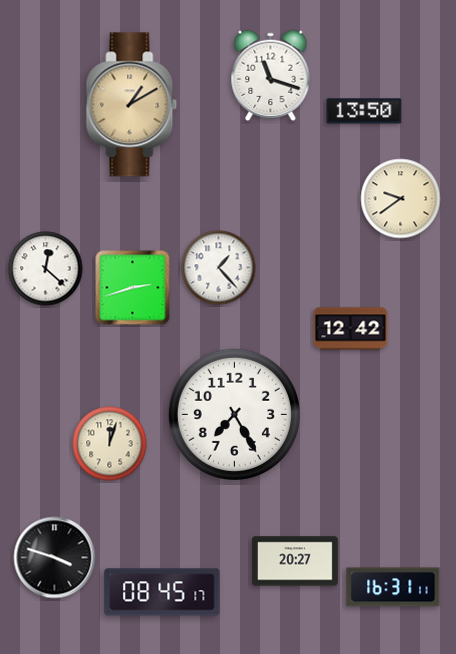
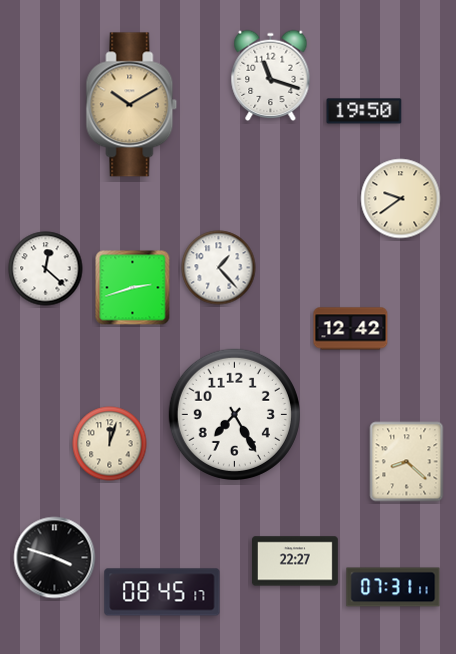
clock at (132, 105): 1:10 -> 10:10
clock at (364, 111): 13:50 -> 19:50
clock at (407, 462): none -> 8:22
clock at (296, 561): 20:27 -> 22:27
clock at (393, 587): 16:31 -> 07:31
